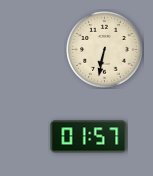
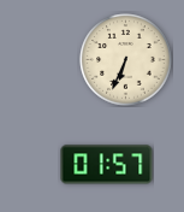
clock at (105, 50): 6:32 -> 6:34
